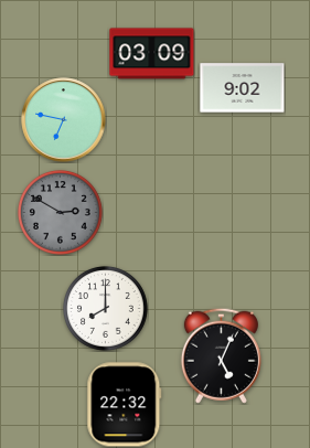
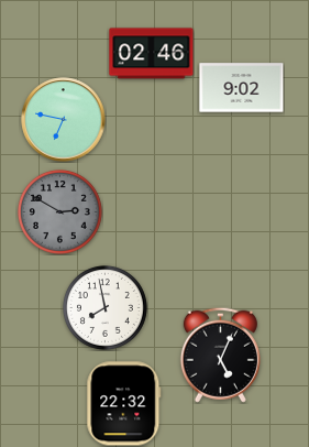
clock at (152, 54): 03:09 -> 02:46
clock at (105, 308): 8:00 -> 7:58
